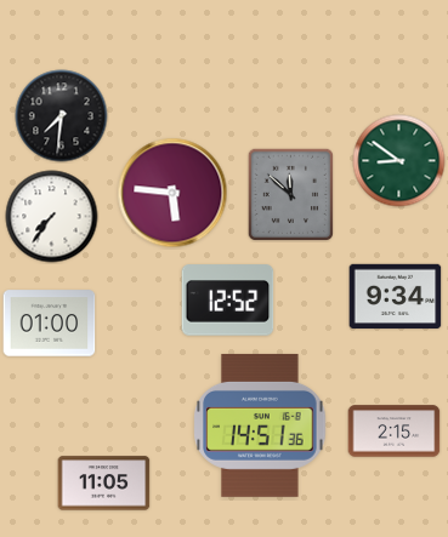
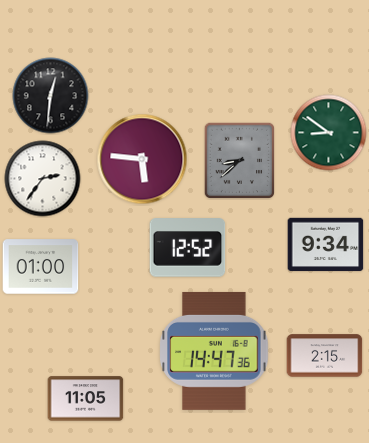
clock at (62, 116): 7:31 -> 12:31
clock at (291, 194): 11:52 -> 8:38
clock at (52, 217): 7:36 -> 2:36
clock at (260, 425): 14:51 -> 14:47
